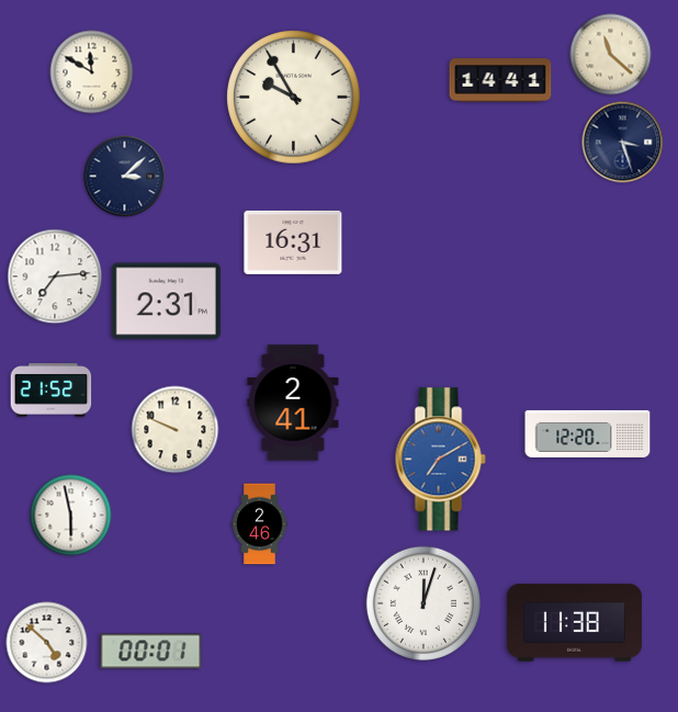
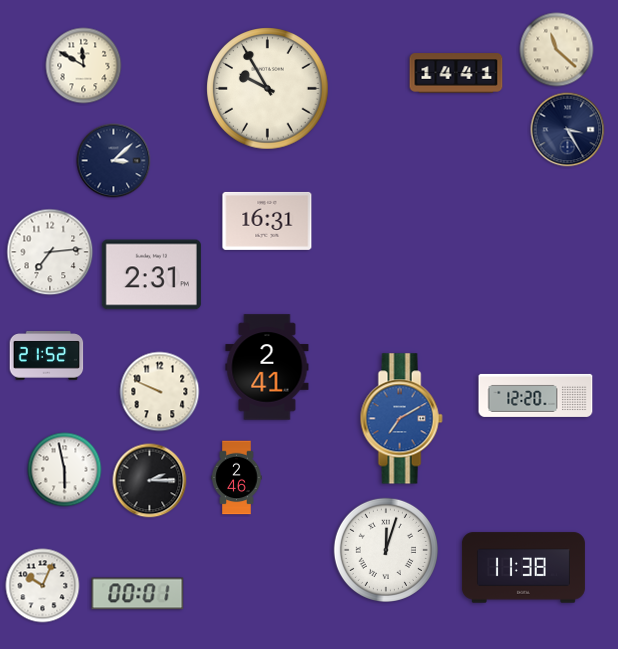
clock at (623, 143): 3:27 -> 3:25
clock at (150, 481): none -> 2:15
clock at (47, 643): 4:52 -> 10:04
